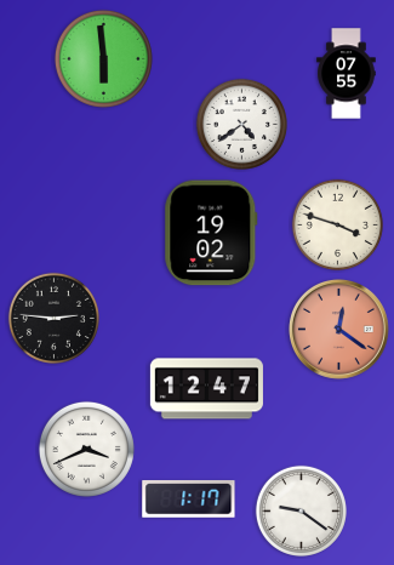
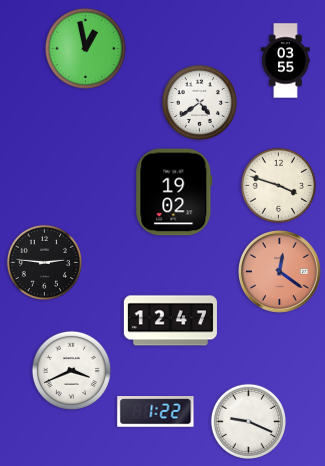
clock at (103, 58): 5:59 -> 12:58
clock at (347, 74): 07:55 -> 03:55
clock at (189, 500): 1:17 -> 1:22
clock at (301, 510): 9:21 -> 9:19
